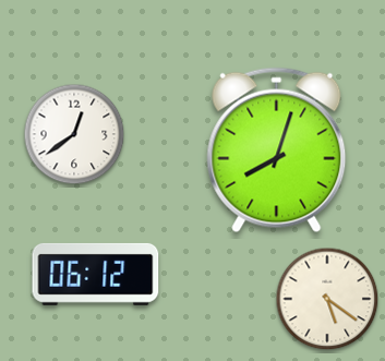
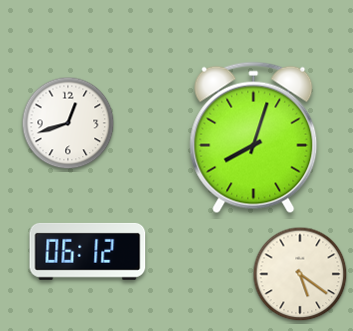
clock at (74, 134): 12:39 -> 12:42
